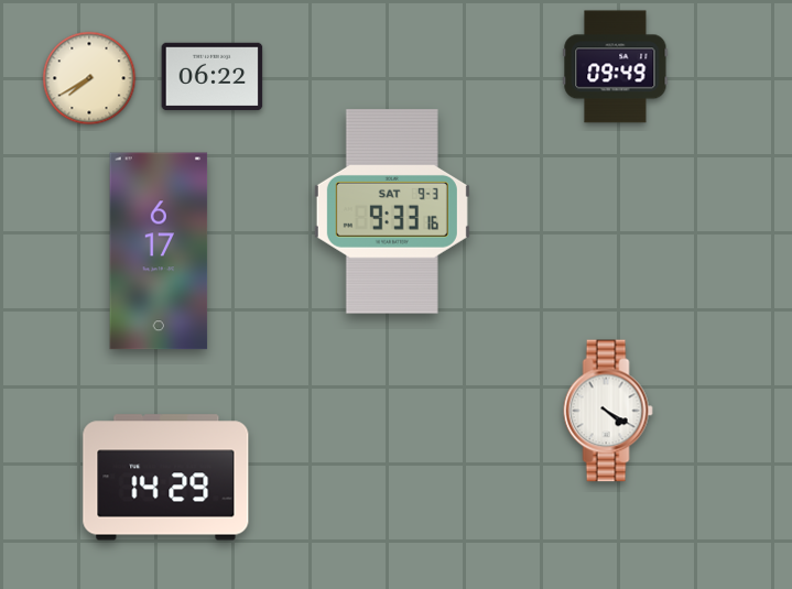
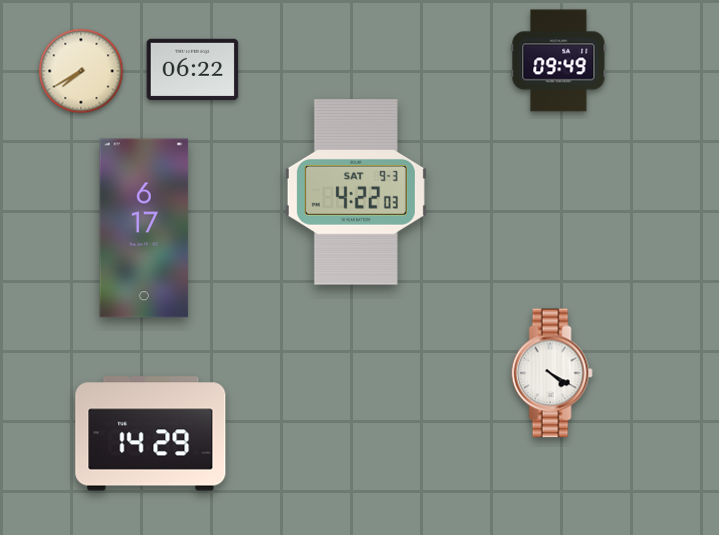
clock at (392, 211): 9:33 -> 4:22
